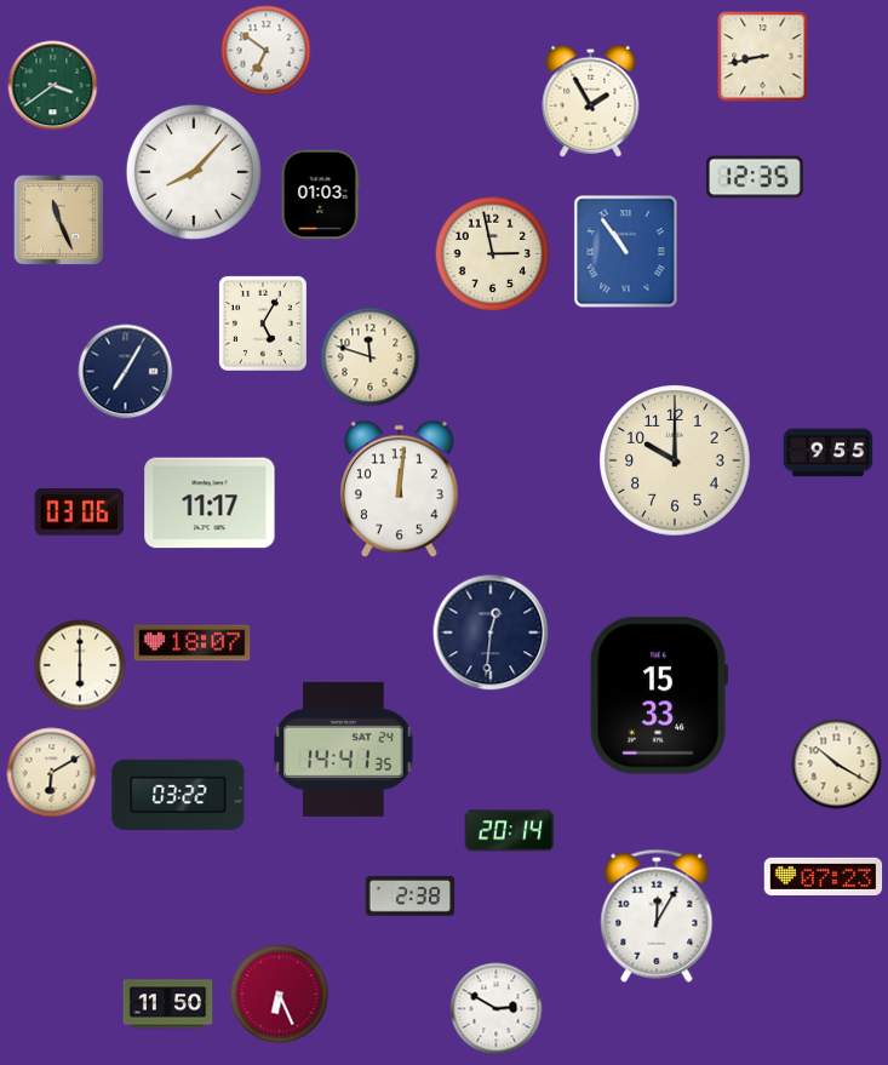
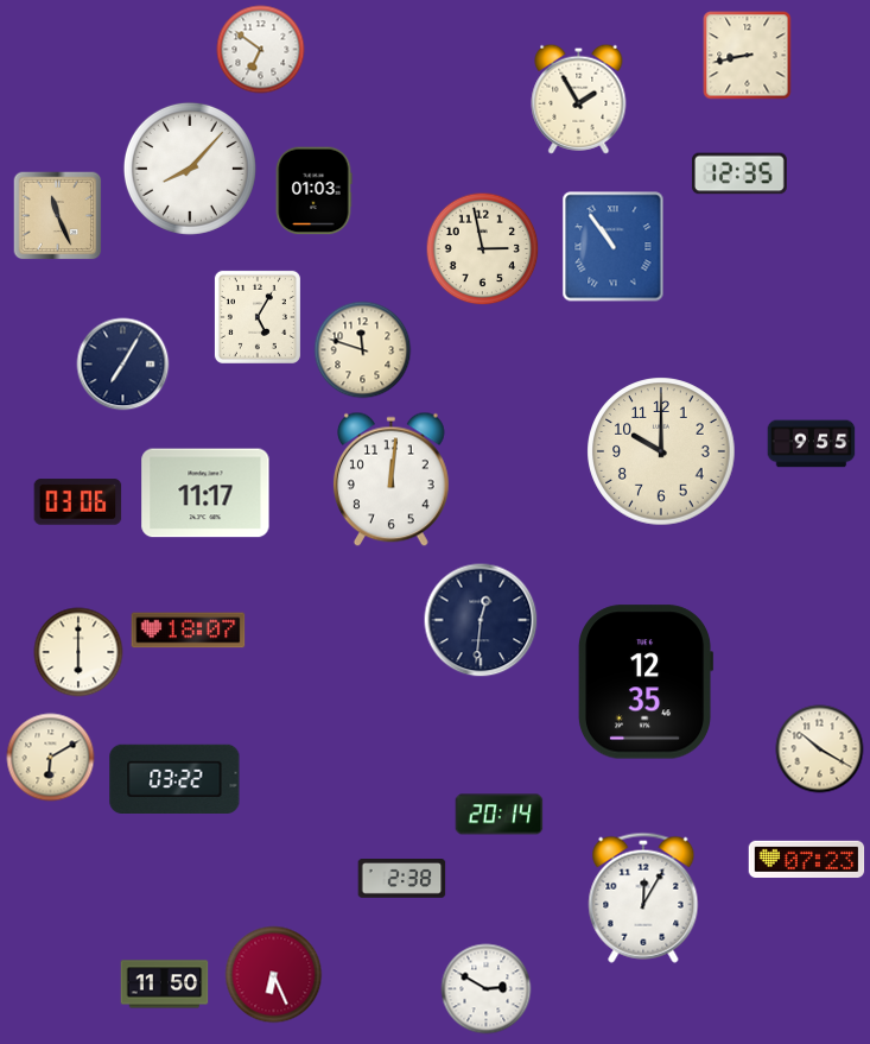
clock at (53, 86): 3:39 -> none
clock at (659, 695): 15:33 -> 12:35
clock at (344, 749): 14:41 -> none
